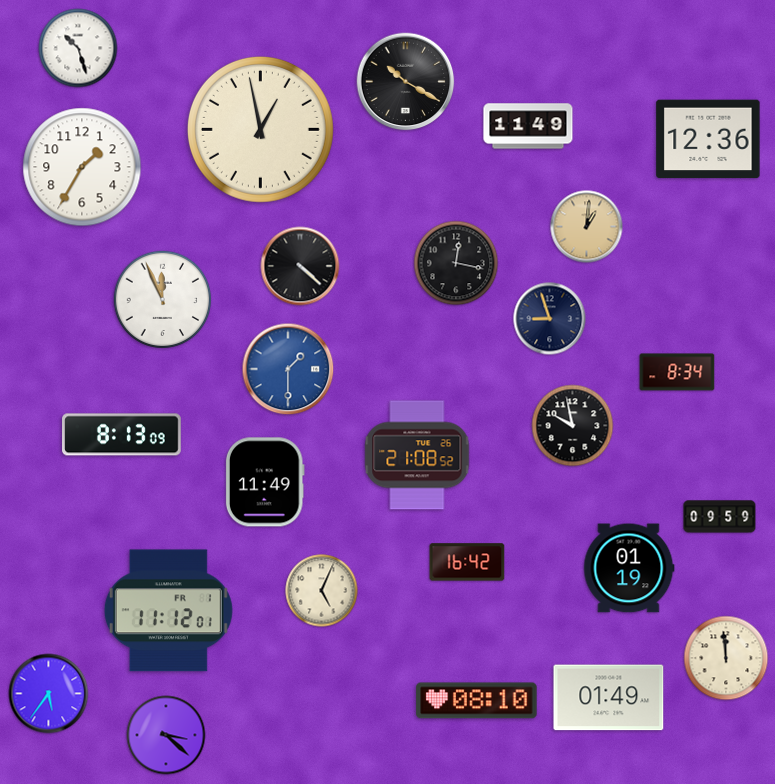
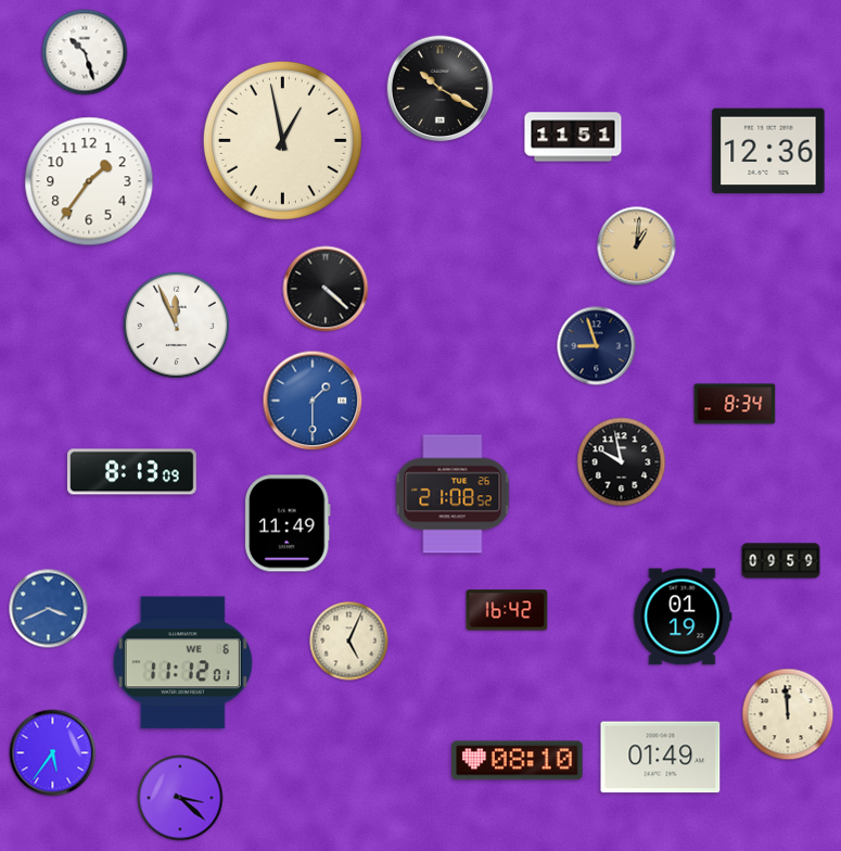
clock at (528, 126): 11:49 -> 11:51
clock at (82, 167): 1:35 -> 1:36
clock at (456, 263): 12:17 -> none
clock at (49, 609): none -> 3:41
clock at (168, 611) date: FR 1 -> WE 6
